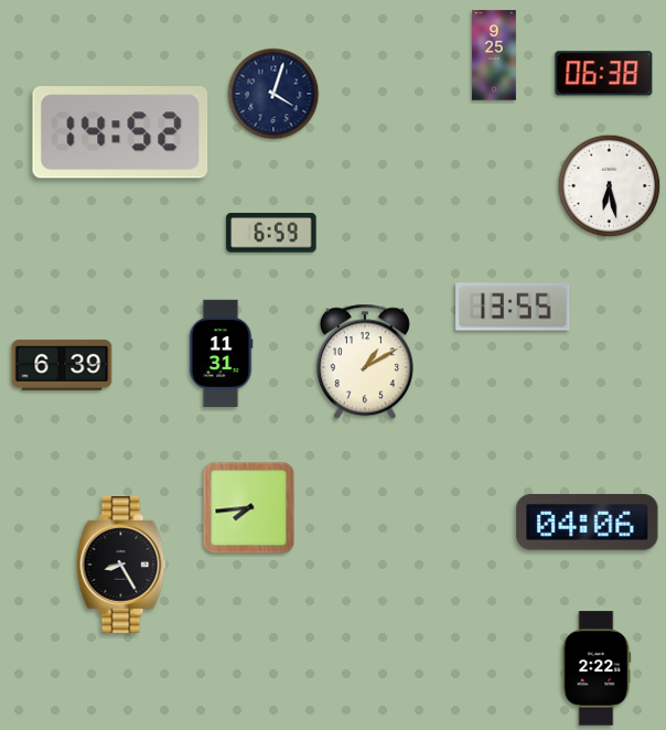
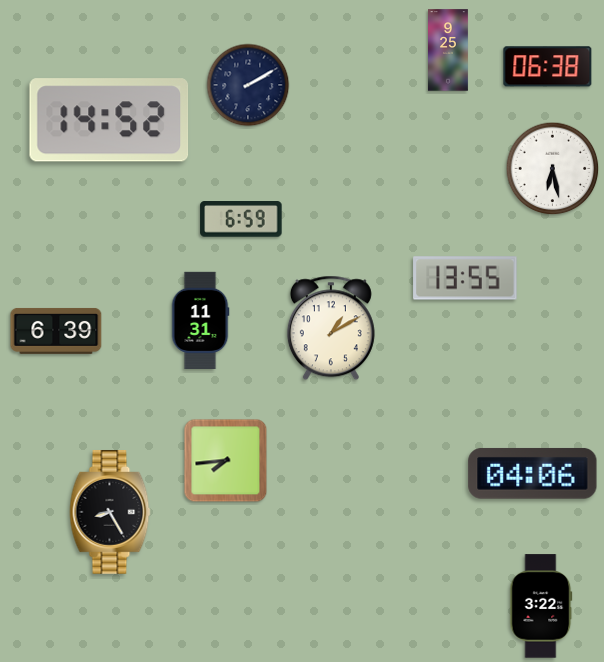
clock at (273, 94): 4:03 -> 2:10
clock at (271, 234) position: (271, 234) -> (241, 220)
clock at (597, 668): 2:22 -> 3:22
